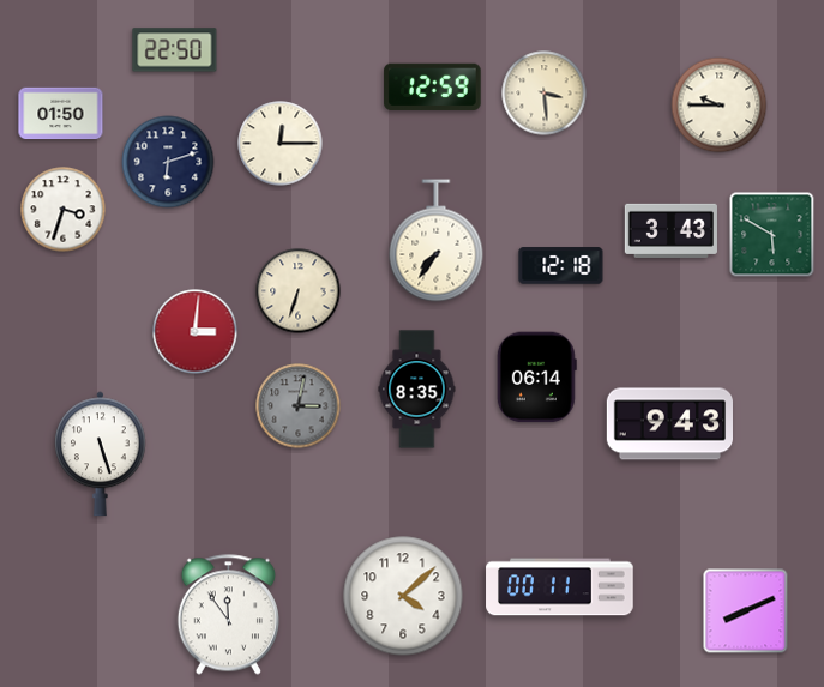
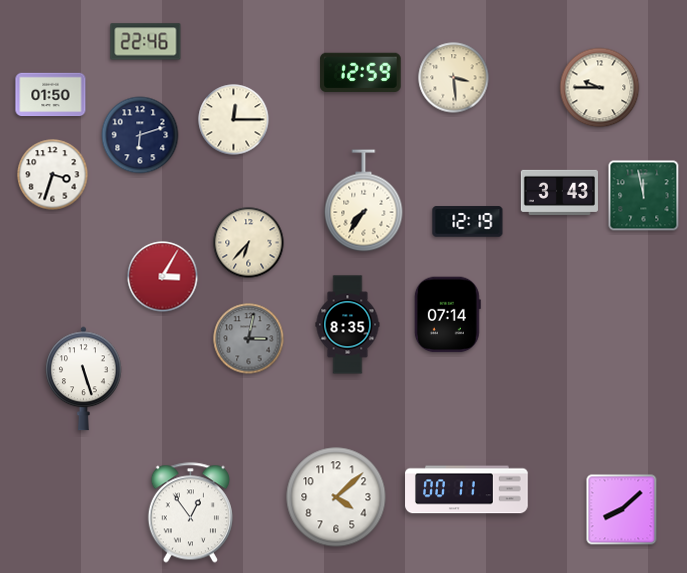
clock at (175, 50): 22:50 -> 22:46
clock at (772, 235): 5:50 -> 11:58
clock at (561, 266): 12:18 -> 12:19
clock at (299, 291): 6:33 -> 6:37
clock at (196, 332): 3:01 -> 3:05
clock at (536, 378): 06:14 -> 07:14
clock at (669, 424): 9:43 -> none
clock at (746, 611): 8:11 -> 8:08
clock at (228, 615): 11:54 -> 12:54
